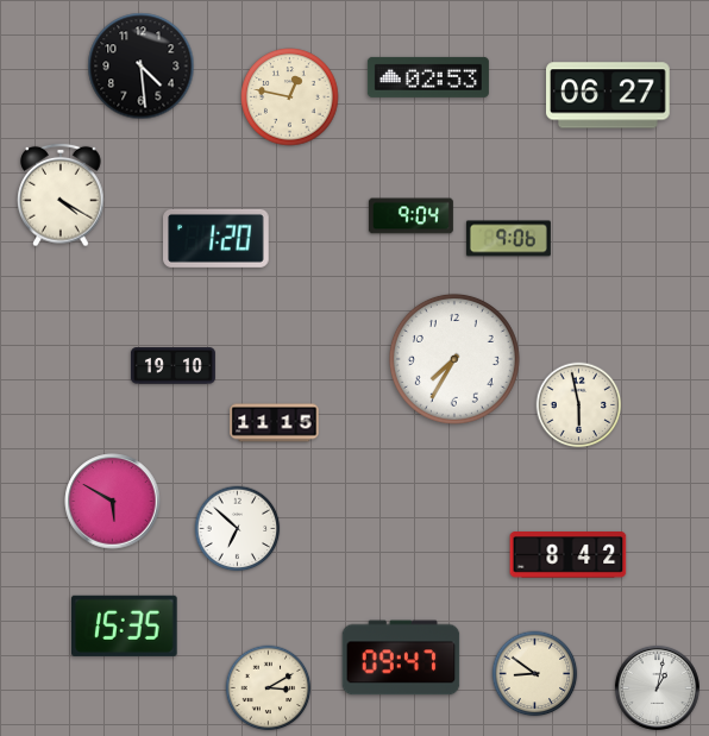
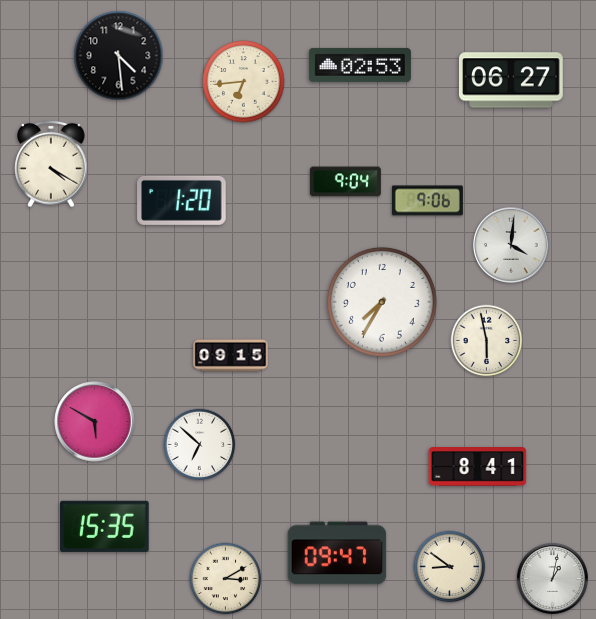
clock at (290, 97): 12:47 -> 6:44
clock at (511, 245): none -> 4:01
clock at (172, 366): 19:10 -> none
clock at (275, 423): 11:15 -> 09:15
clock at (569, 555): 8:42 -> 8:41
